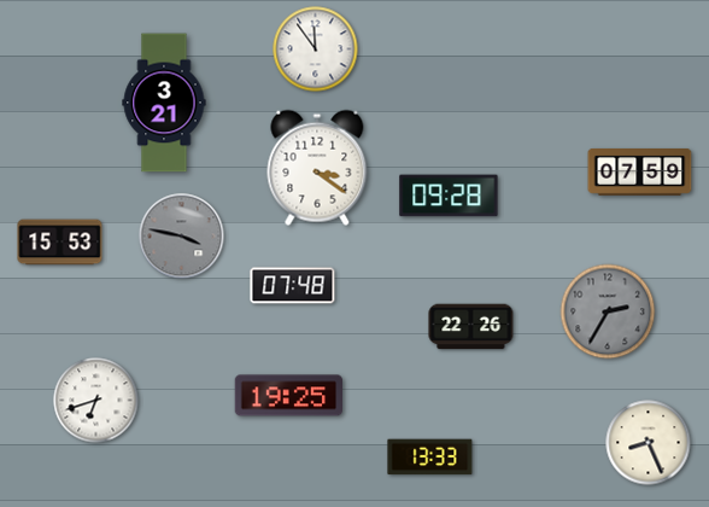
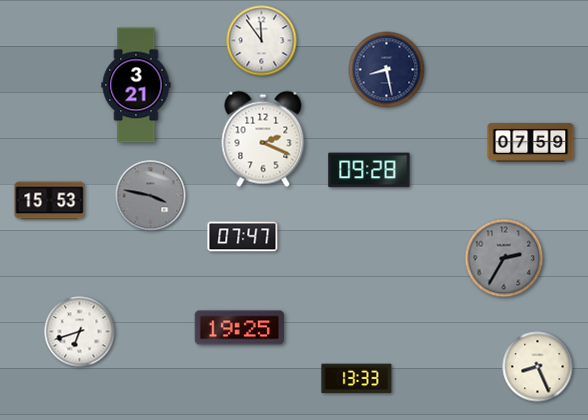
clock at (387, 70): none -> 8:28
clock at (317, 168): 3:21 -> 2:19
clock at (449, 196) position: (449, 196) -> (369, 170)
clock at (293, 286): 07:48 -> 07:47
clock at (471, 327): 22:26 -> none
